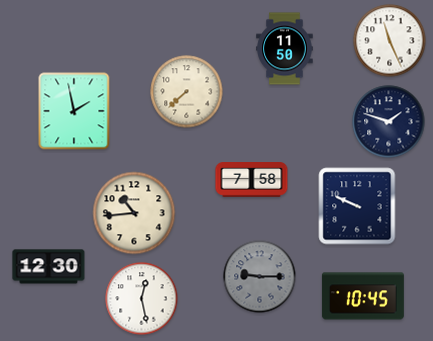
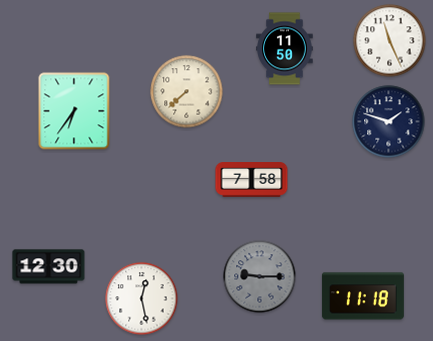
clock at (74, 111): 1:58 -> 6:36
clock at (357, 206): 9:49 -> none
clock at (134, 213): 10:44 -> none
clock at (363, 296): 10:45 -> 11:18
